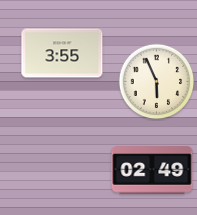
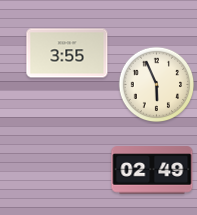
clock at (62, 53) position: (62, 53) -> (67, 53)
clock at (157, 82) position: (157, 82) -> (157, 85)
